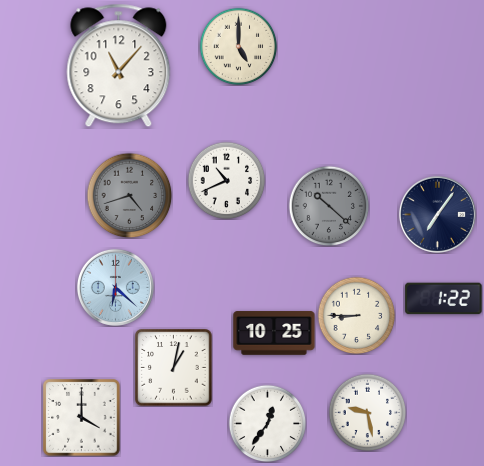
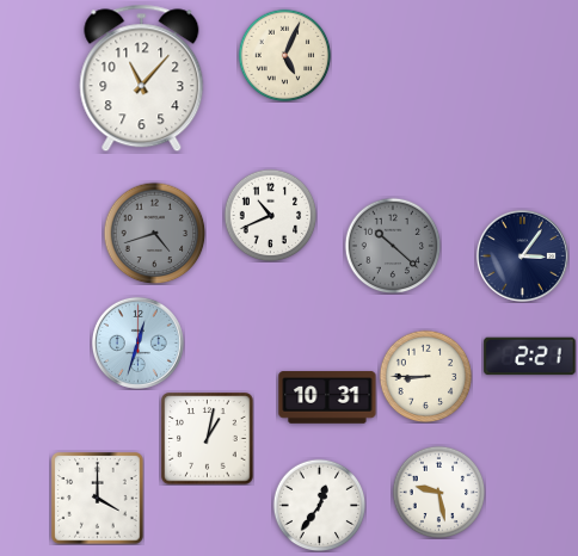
clock at (238, 46): 5:00 -> 5:04
clock at (437, 214): 7:06 -> 3:06
clock at (115, 287): 6:22 -> 12:33
clock at (444, 299): 1:22 -> 2:21
clock at (274, 333): 10:25 -> 10:31
